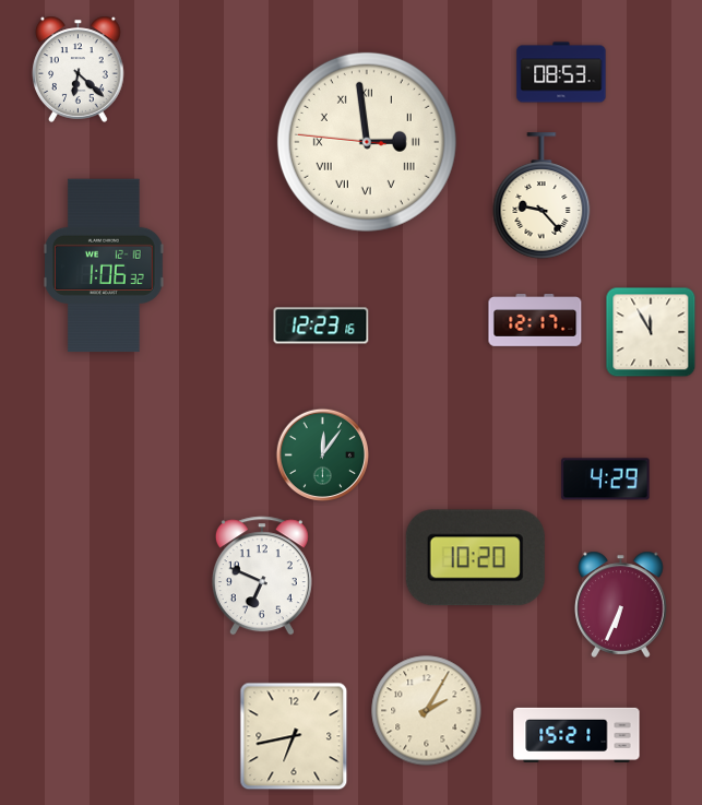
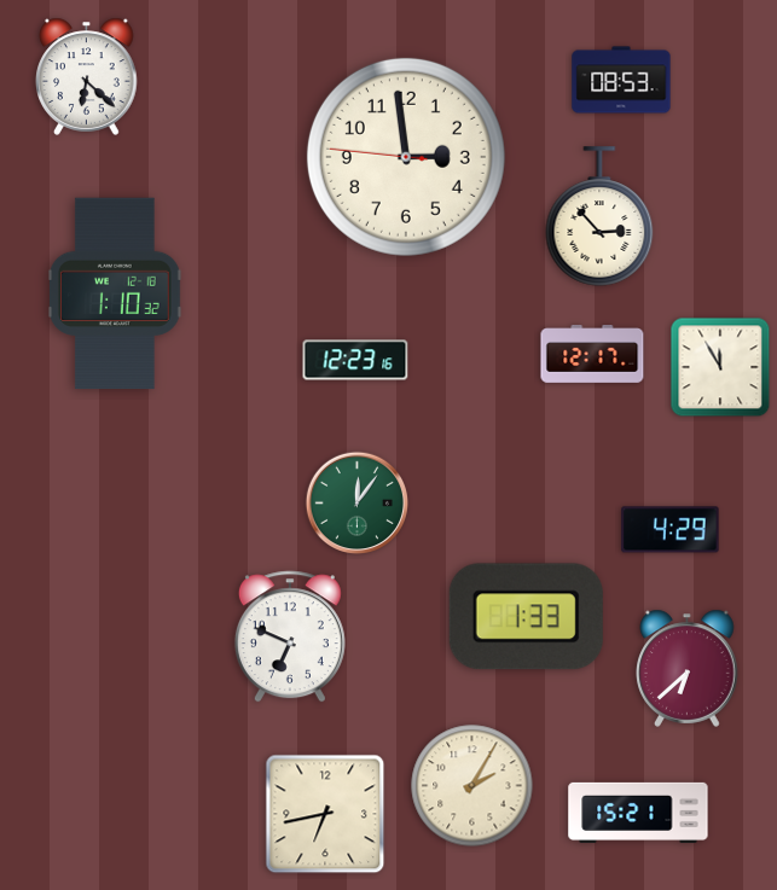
clock at (367, 142) numerals: Roman -> Arabic
clock at (542, 196): 9:23 -> 2:53
clock at (105, 265): 1:06 -> 1:10
clock at (475, 558): 10:20 -> 1:33
clock at (621, 604): 6:34 -> 6:38
